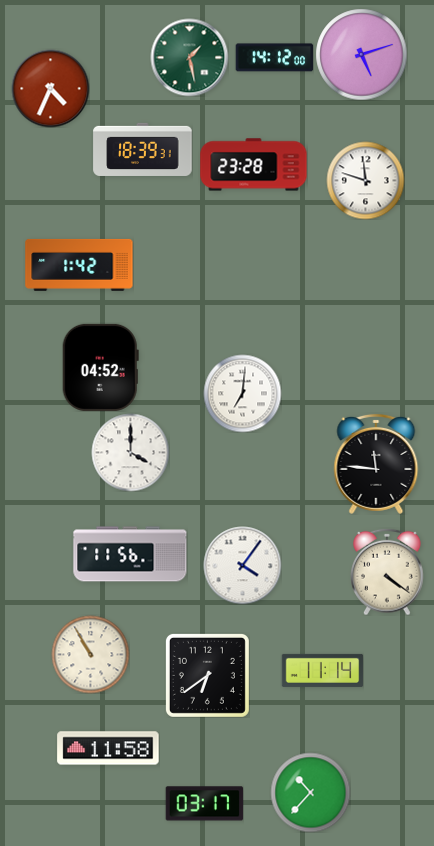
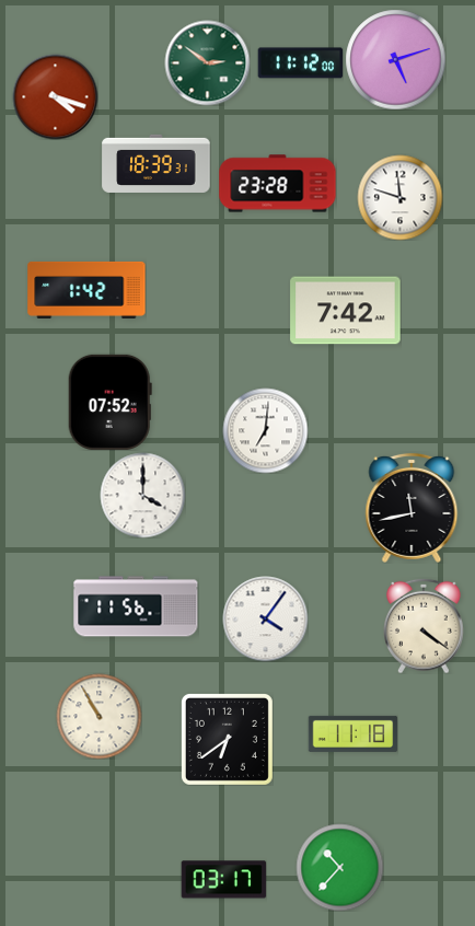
clock at (189, 57): 1:28 -> 2:51
clock at (274, 58): 14:12 -> 11:12
clock at (50, 88): 4:34 -> 4:18
clock at (254, 165) position: (254, 165) -> (278, 184)
clock at (346, 311): none -> 7:42
clock at (100, 367): 04:52 -> 07:52
clock at (376, 464): 11:46 -> 11:43
clock at (130, 554) position: (130, 554) -> (136, 606)
clock at (322, 670): 11:14 -> 11:18
clock at (108, 748): 11:58 -> none
